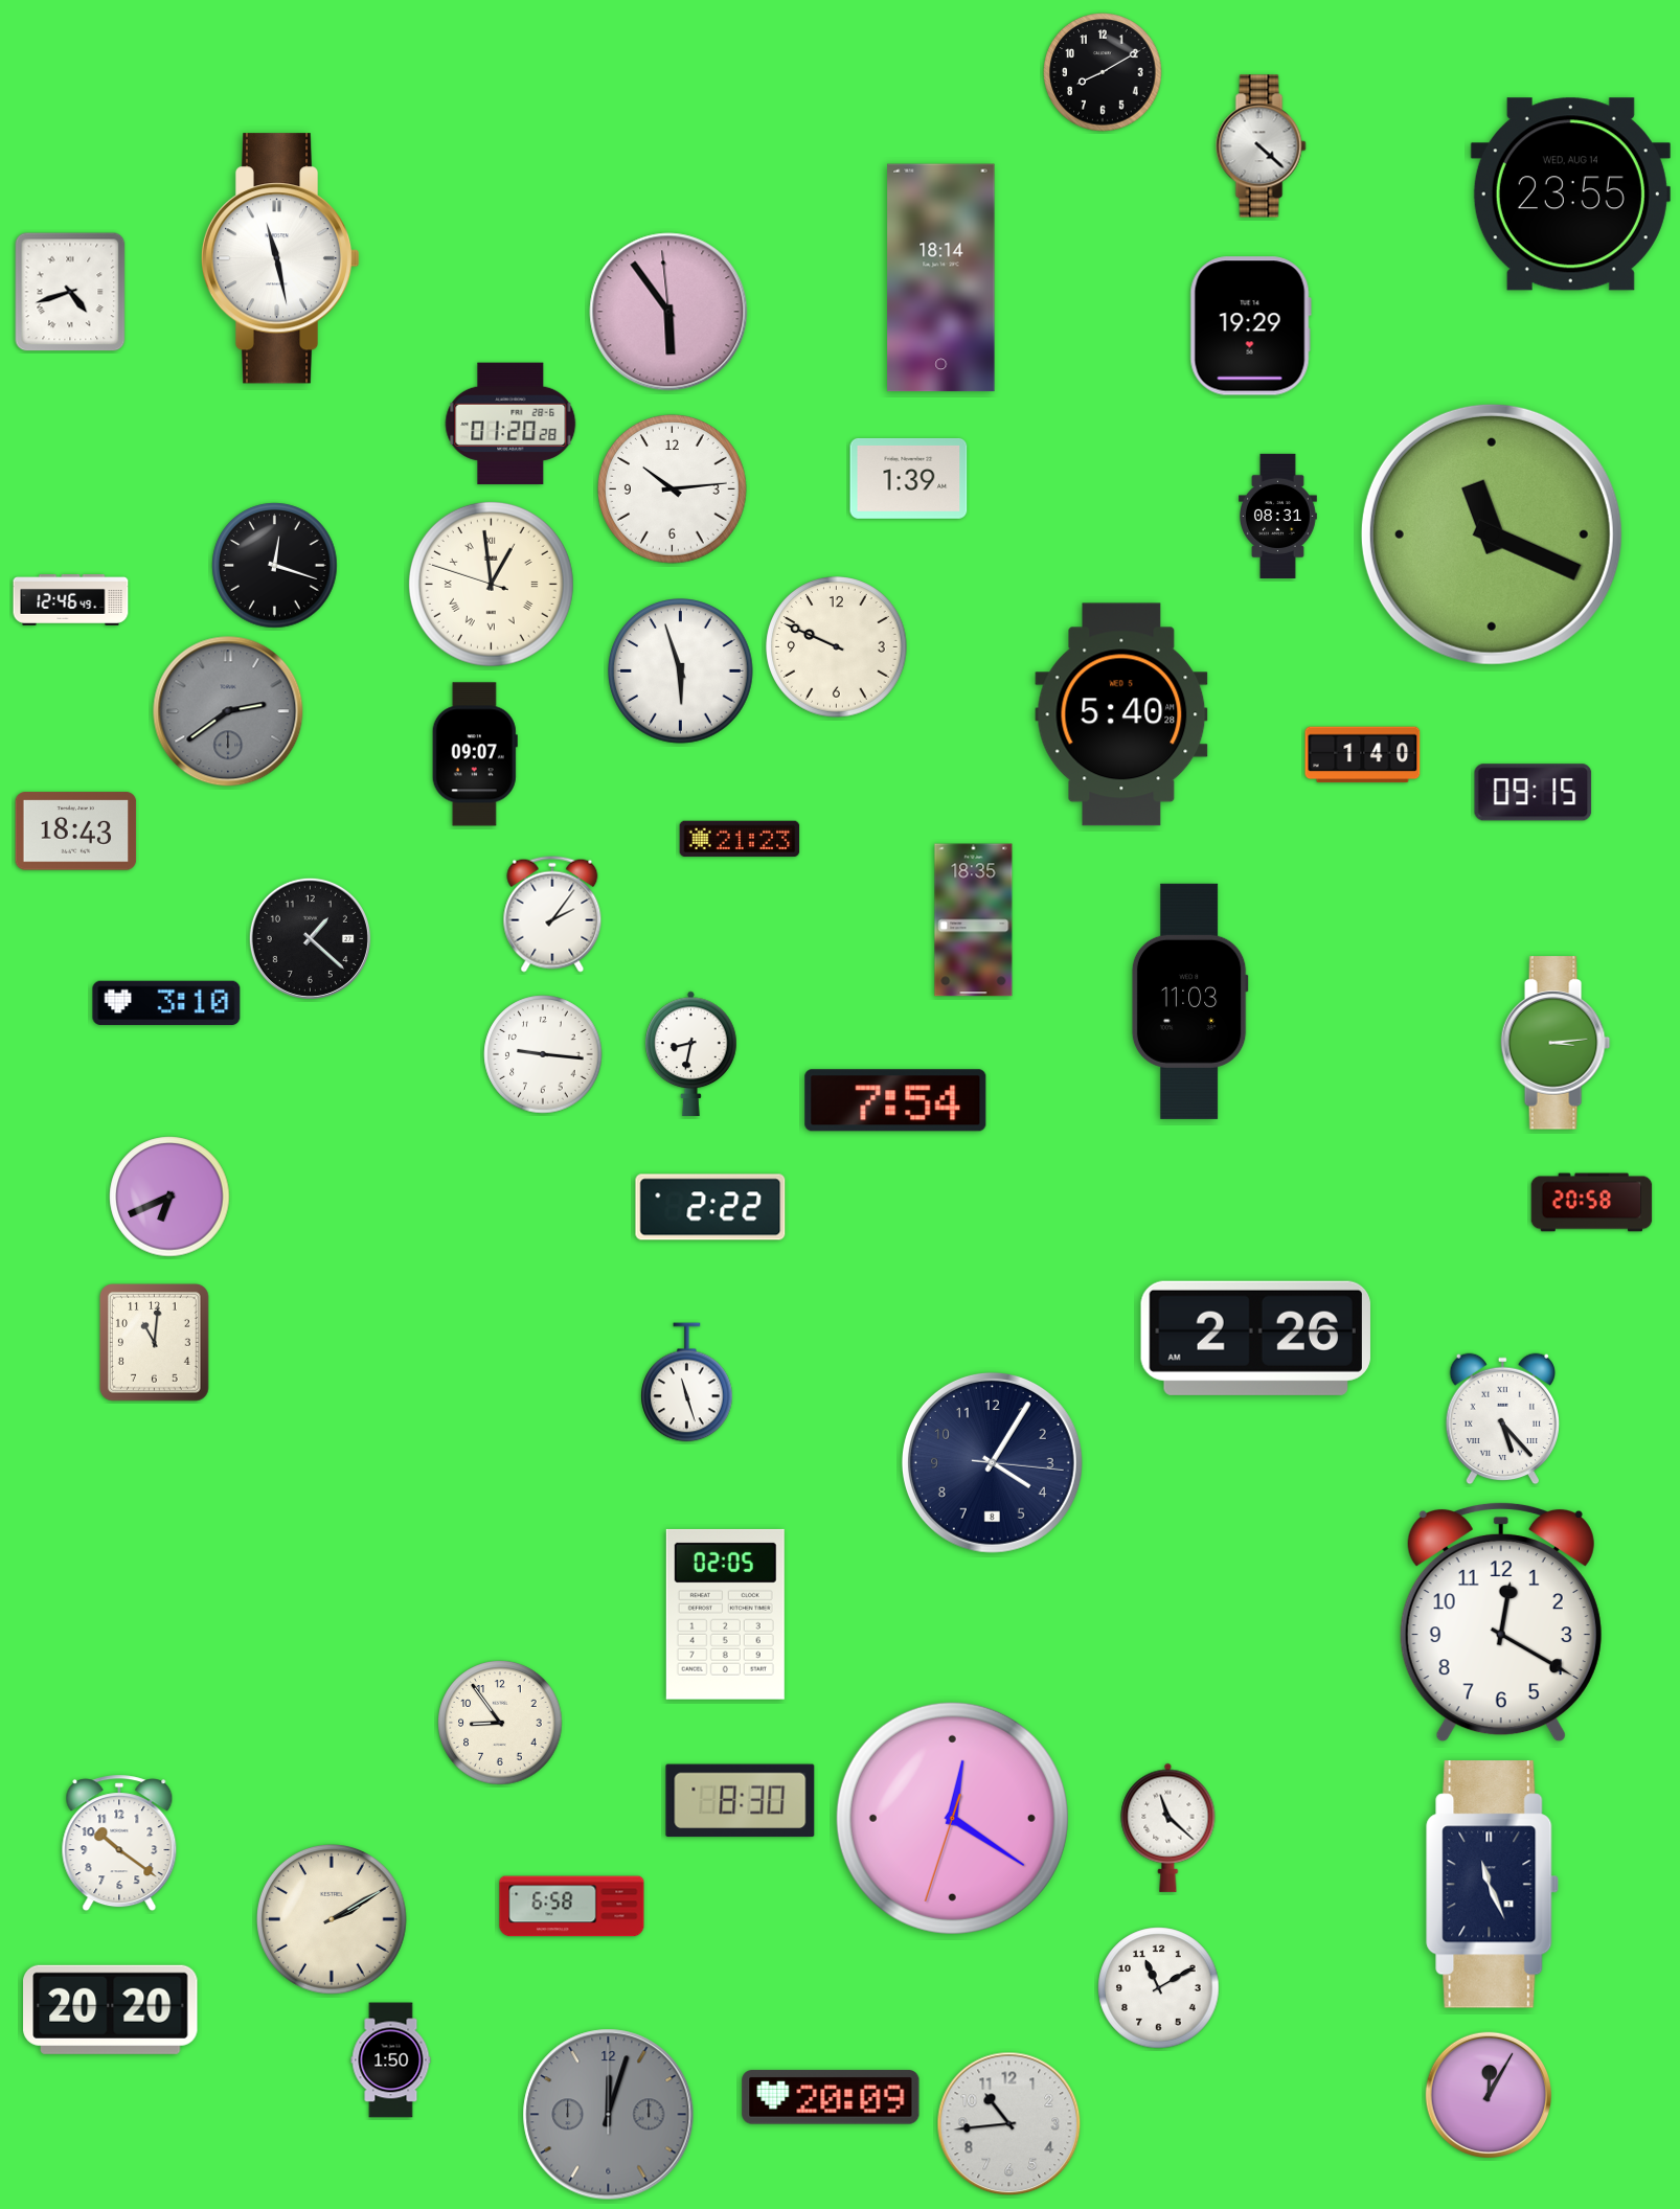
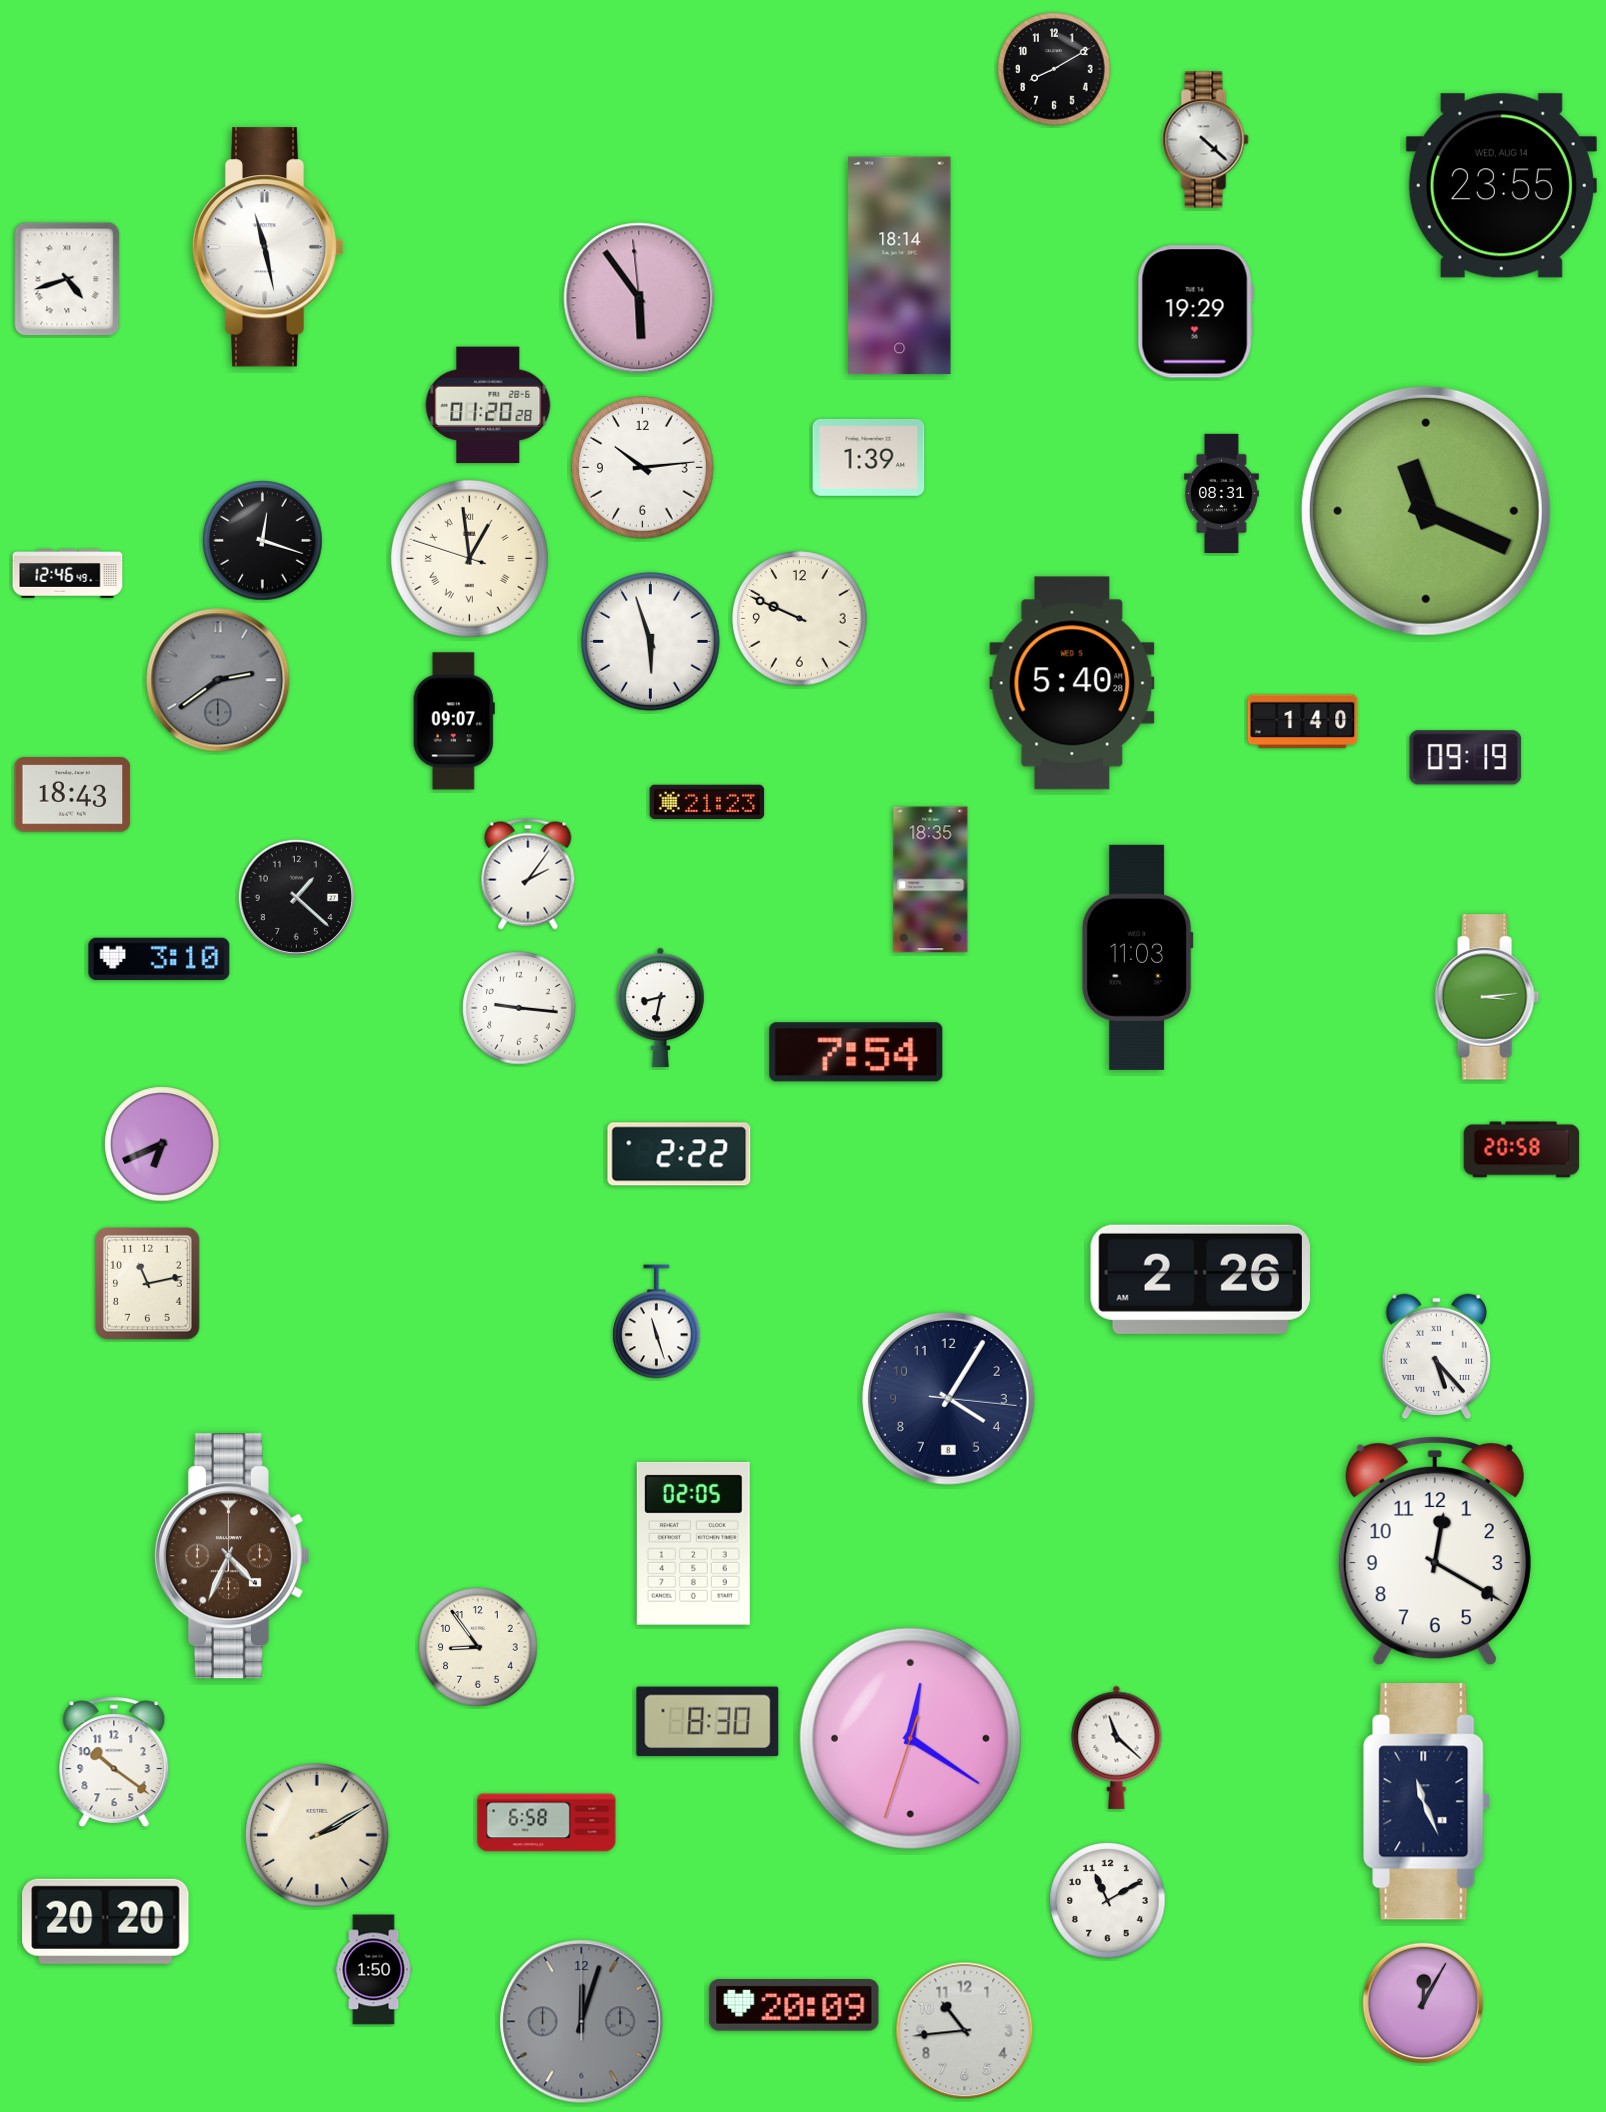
clock at (1534, 793): 09:15 -> 09:19
clock at (155, 1343): 11:01 -> 11:13
clock at (231, 1556): none -> 4:34
